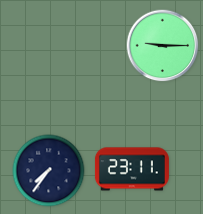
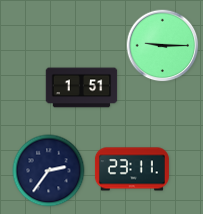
clock at (82, 88): none -> 1:51
clock at (49, 171): 7:36 -> 2:36
